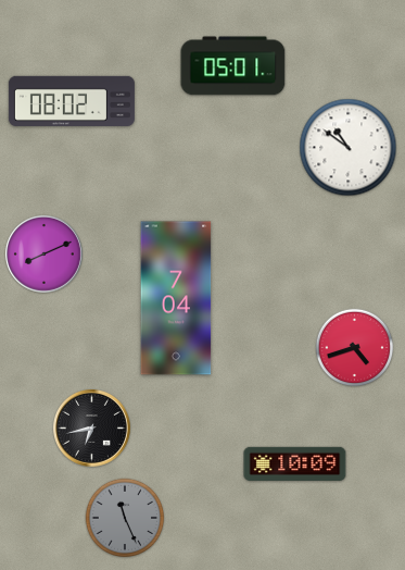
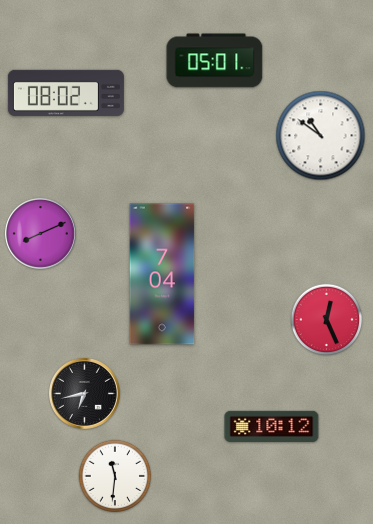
clock at (355, 348): 4:42 -> 12:26
clock at (295, 463): 10:09 -> 10:12
clock at (125, 518): 11:26 -> 11:31
clock at (125, 518) dial: grey -> white
